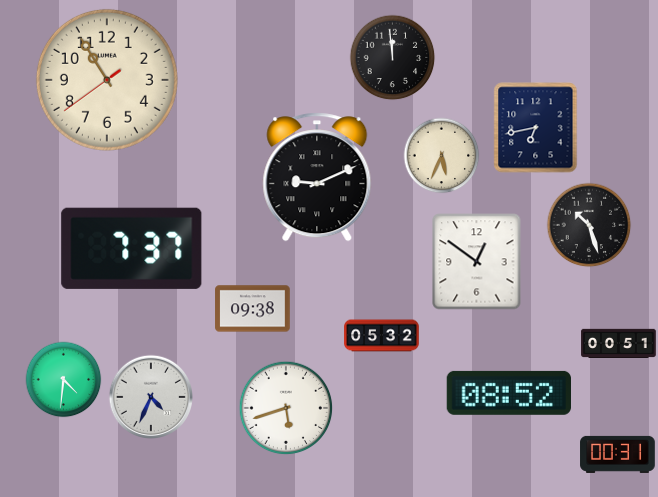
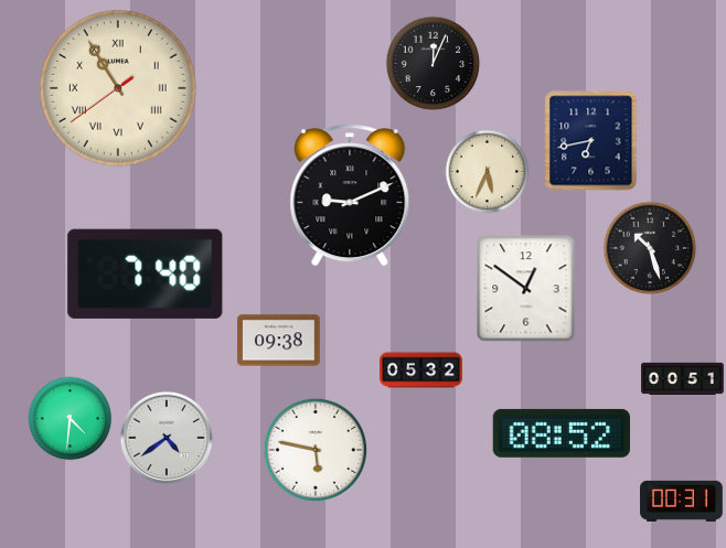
clock at (393, 58): 11:59 -> 12:04
clock at (107, 80) numerals: Arabic -> Roman
clock at (132, 248): 7:37 -> 7:40
clock at (151, 397): 4:34 -> 4:39
clock at (286, 408): 5:42 -> 5:47
